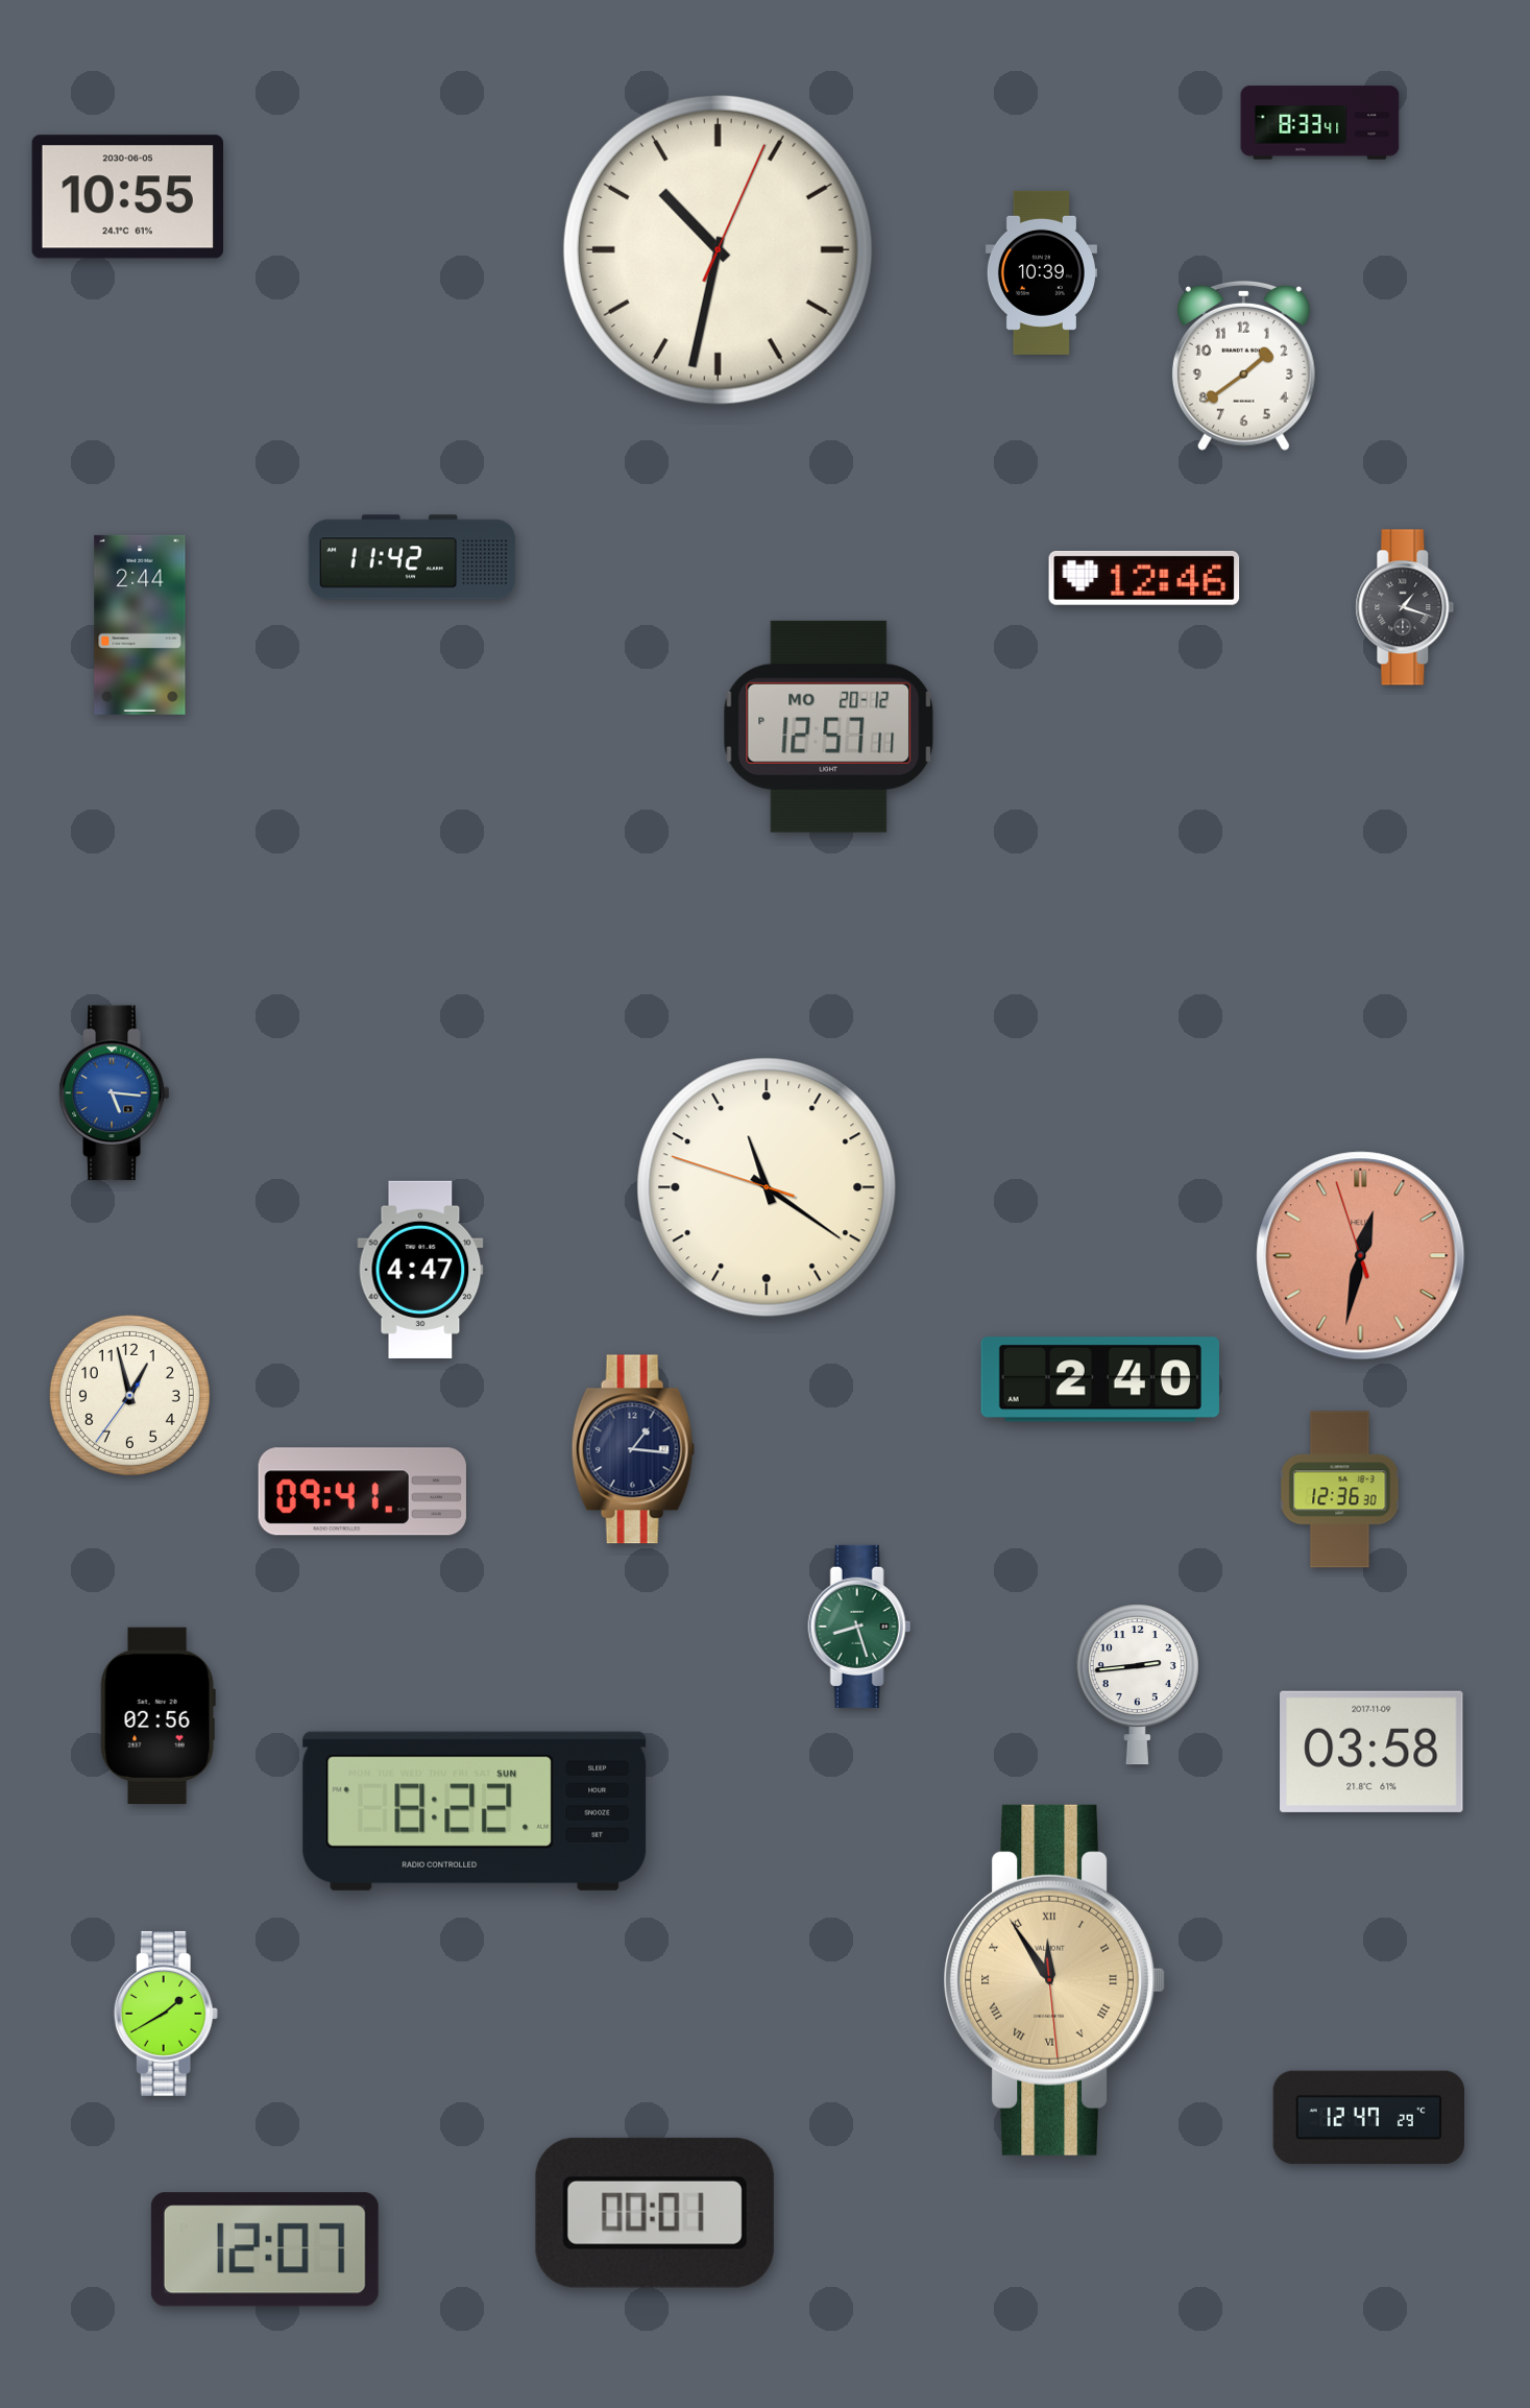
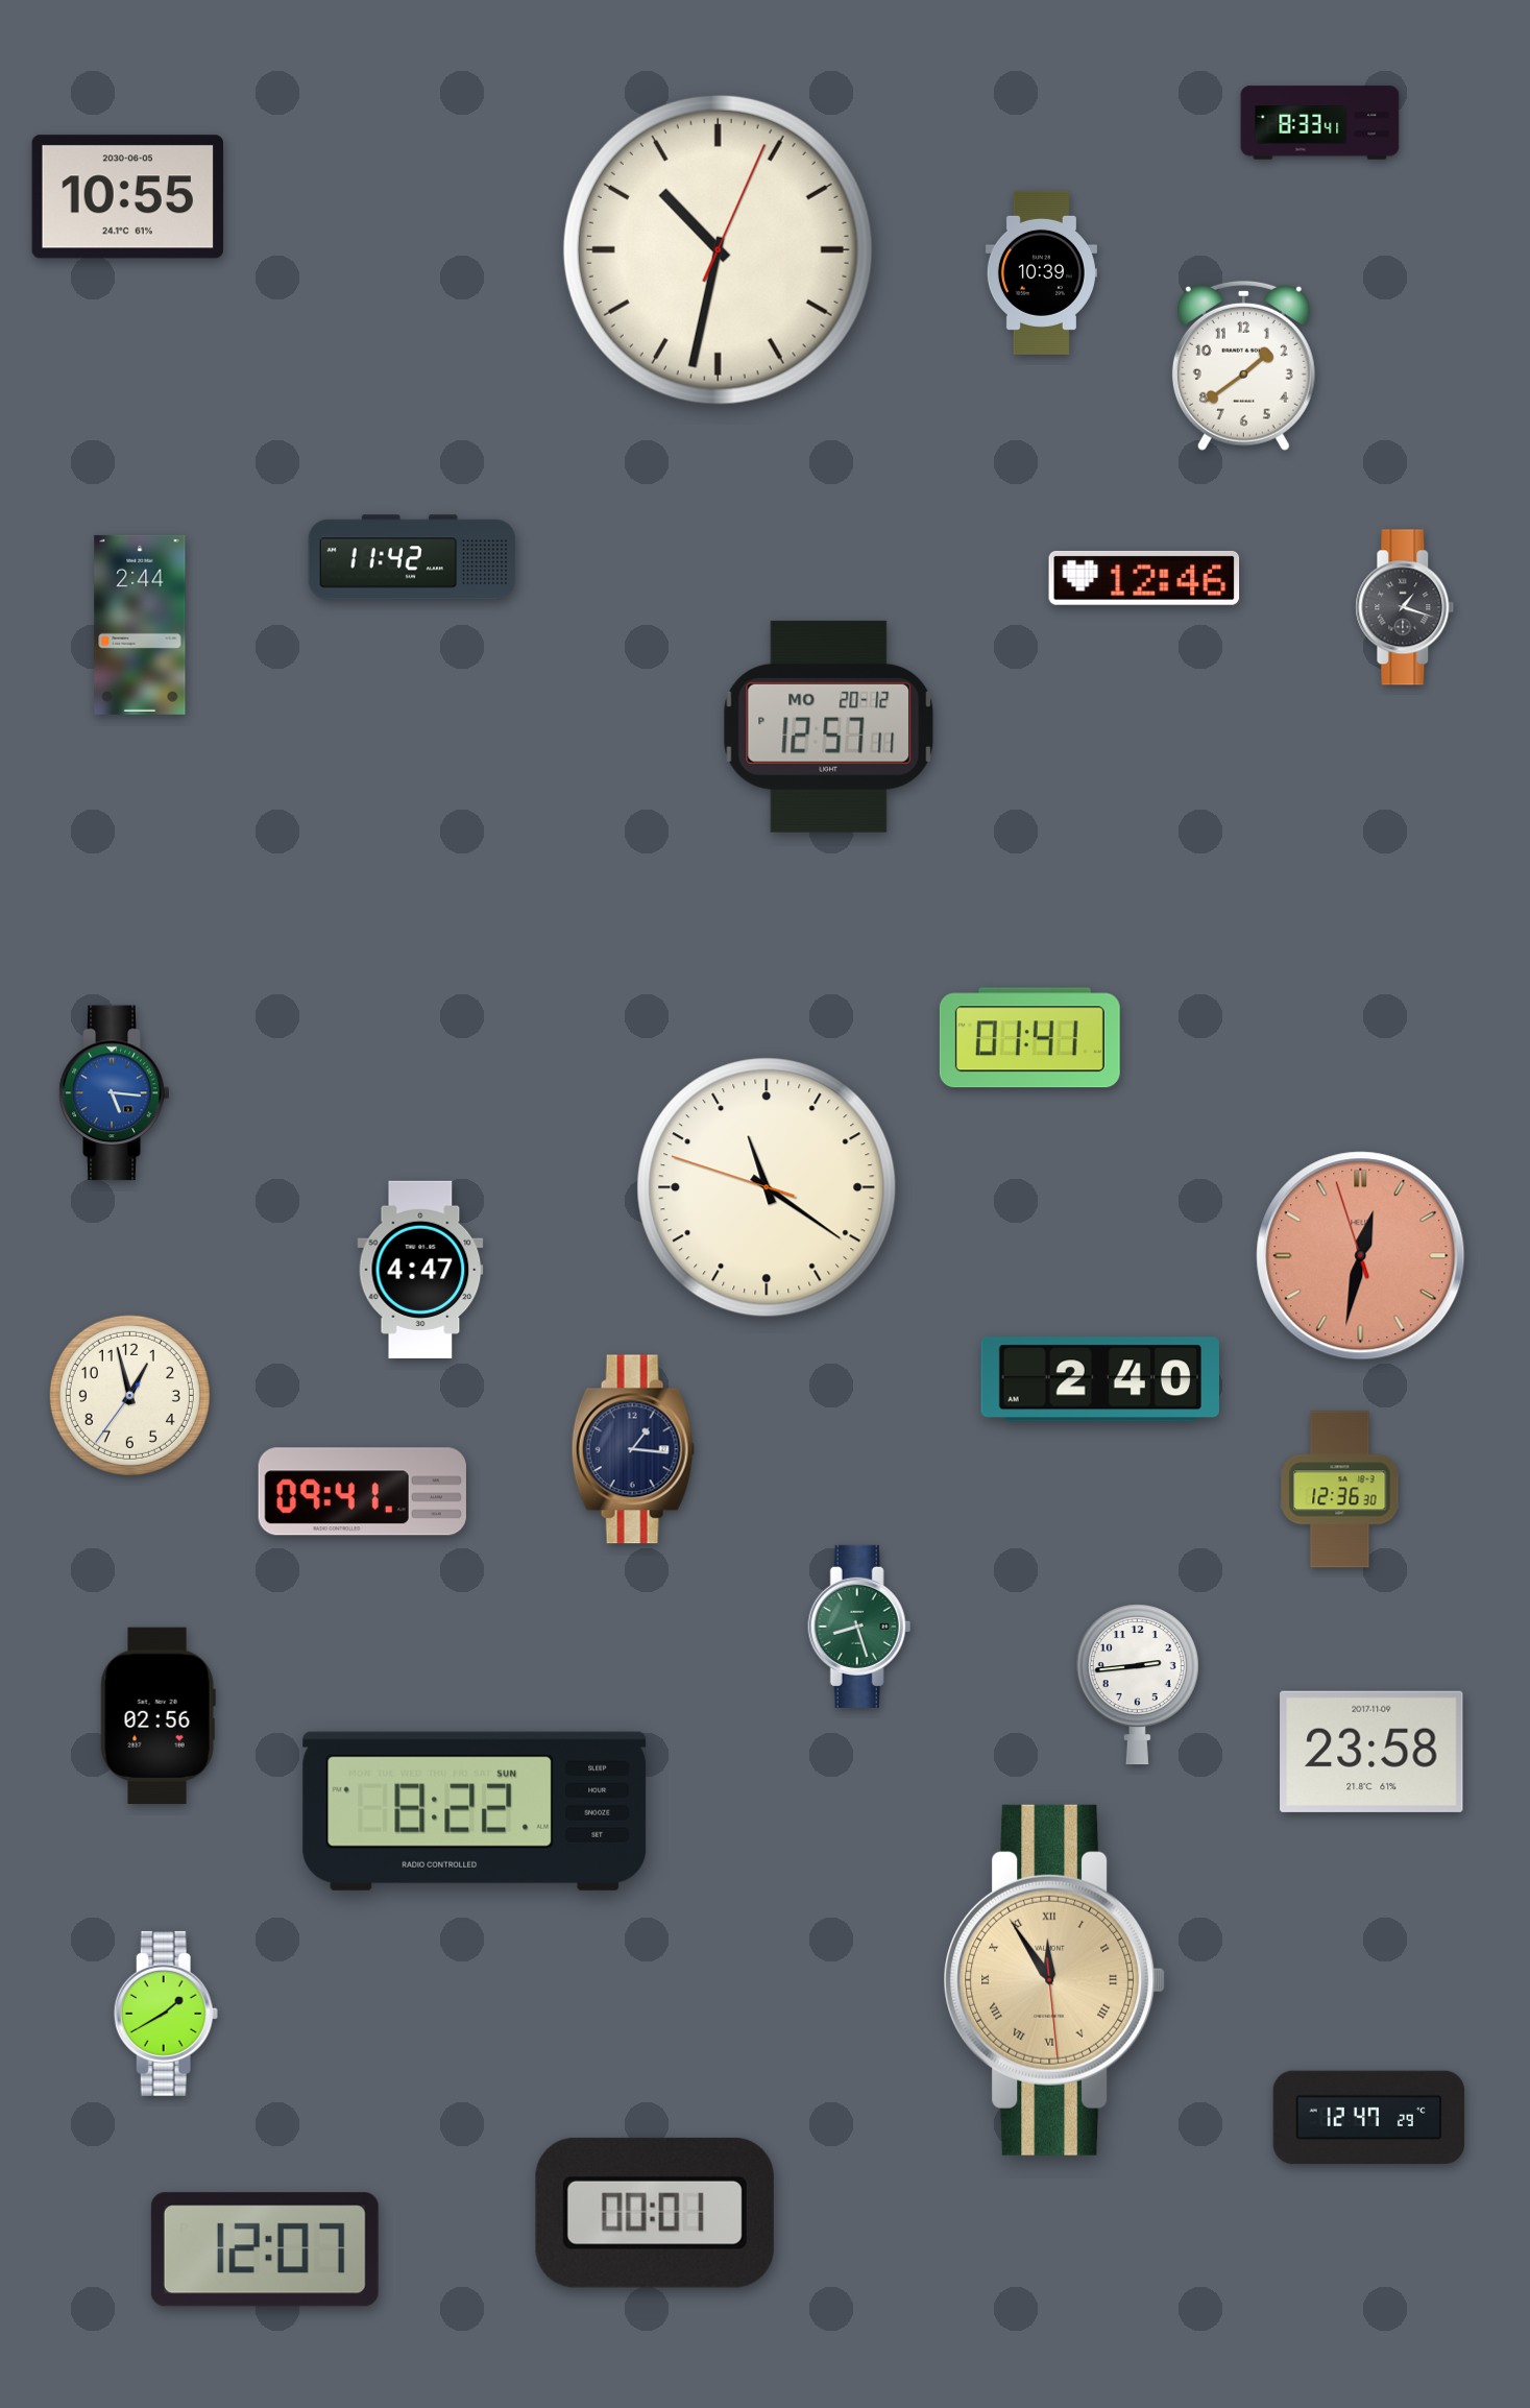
clock at (1029, 1038): none -> 01:41
clock at (1371, 1752): 03:58 -> 23:58
